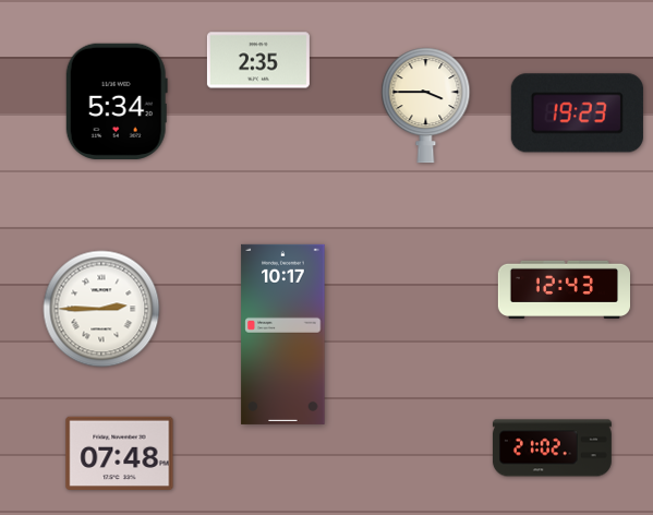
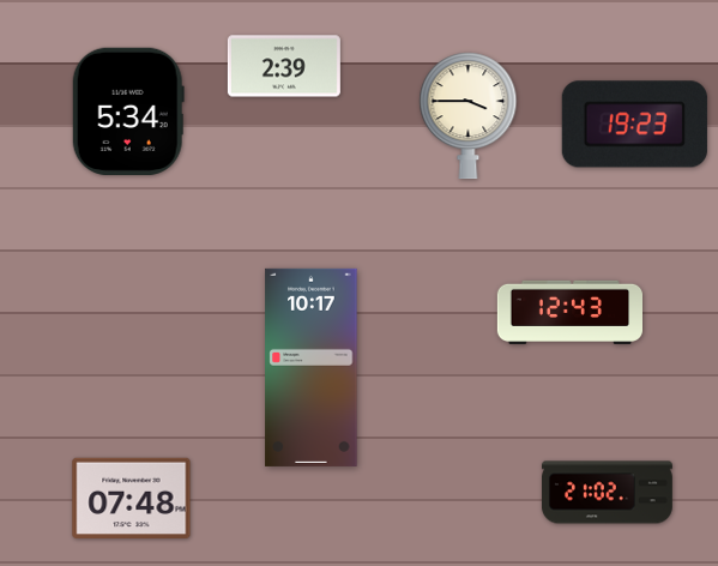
clock at (258, 60): 2:35 -> 2:39
clock at (564, 289) position: (564, 289) -> (569, 312)
clock at (101, 309): 2:45 -> none
